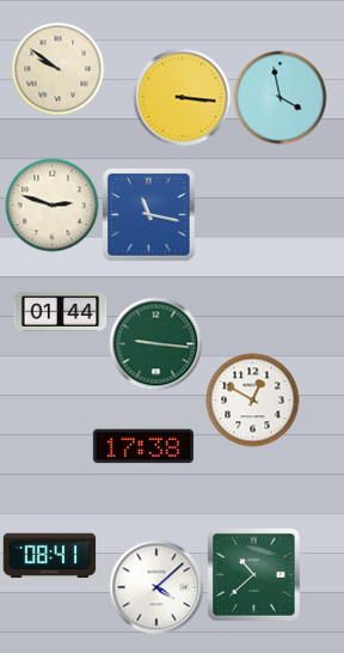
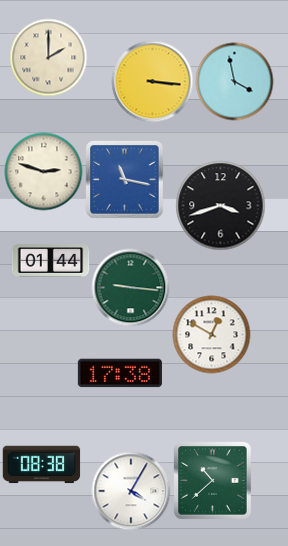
clock at (57, 68): 9:51 -> 2:00
clock at (220, 205): none -> 3:42
clock at (49, 556): 08:41 -> 08:38
clock at (156, 587): 4:08 -> 4:05
